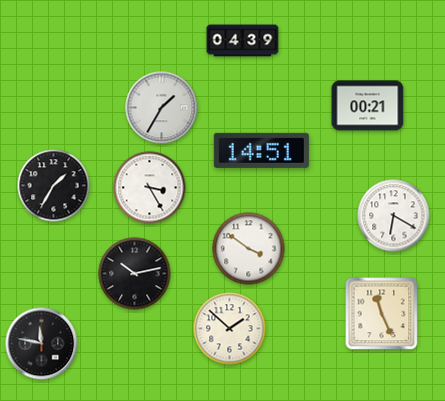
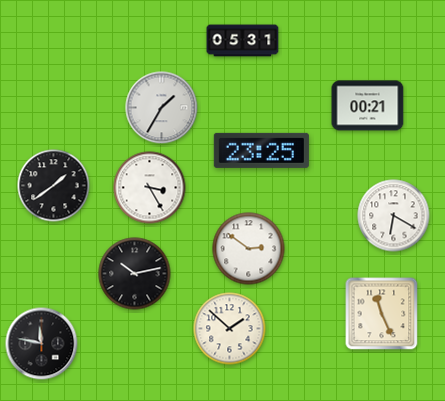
clock at (243, 41): 04:39 -> 05:31
clock at (261, 150): 14:51 -> 23:25
clock at (54, 186): 1:35 -> 1:39
clock at (249, 249): 3:51 -> 2:51
